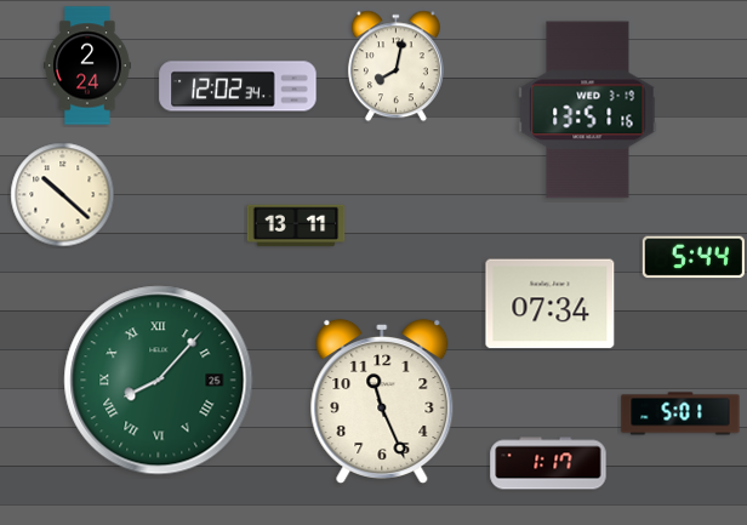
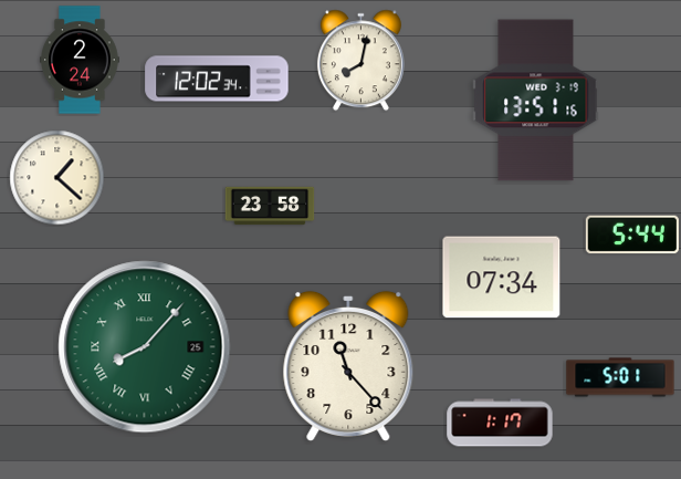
clock at (63, 195): 10:22 -> 1:22
clock at (296, 226): 13:11 -> 23:58
clock at (382, 401): 11:26 -> 11:23
